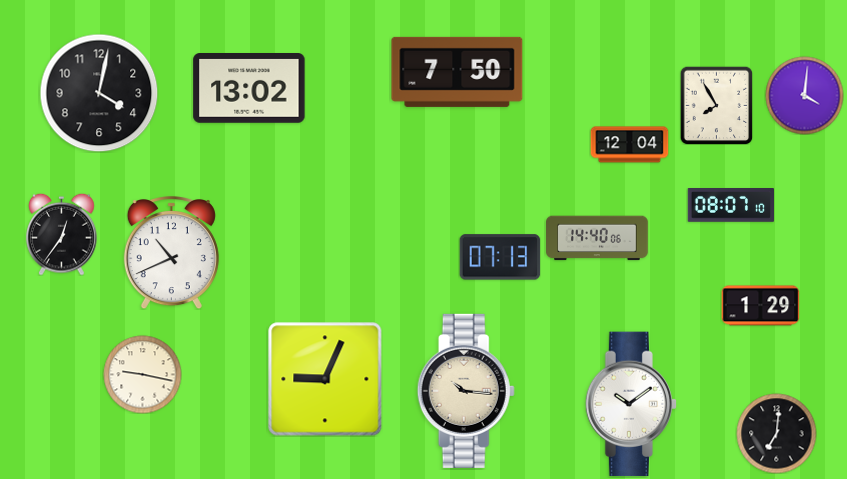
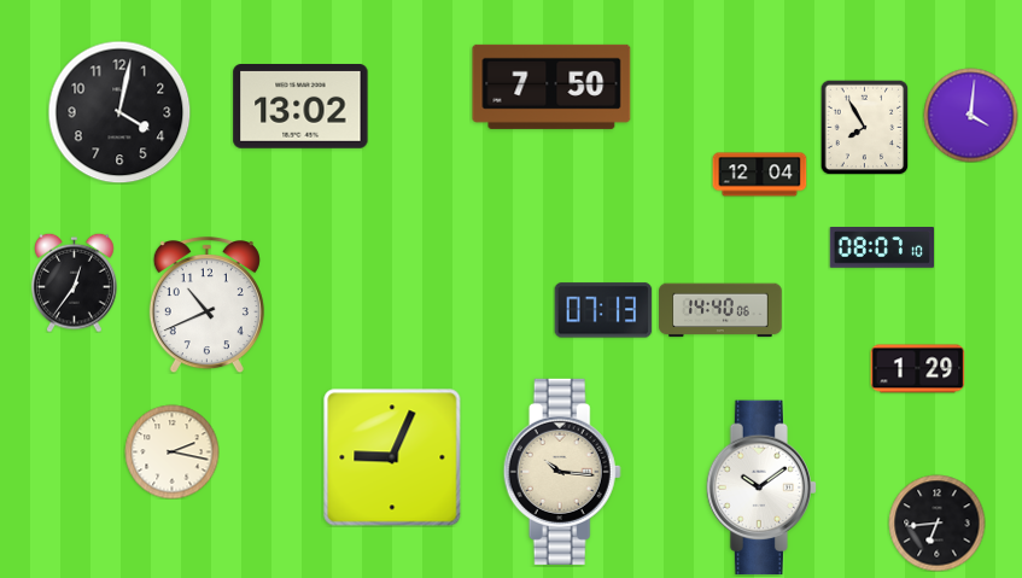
clock at (597, 238) position: (597, 238) -> (720, 310)
clock at (142, 374): 9:17 -> 2:17
clock at (776, 433): 7:01 -> 6:44
